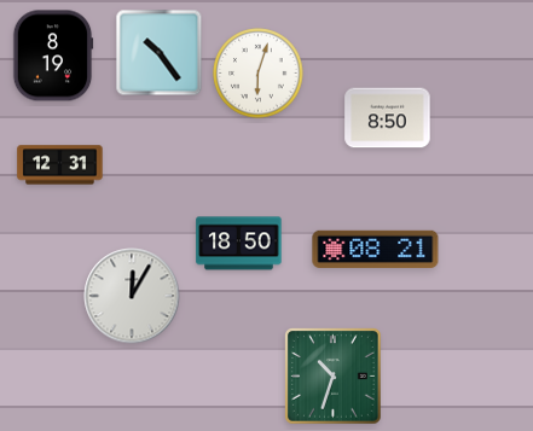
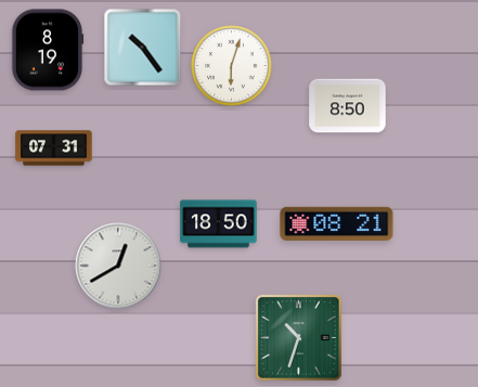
clock at (60, 165): 12:31 -> 07:31
clock at (239, 244) position: (239, 244) -> (219, 224)
clock at (132, 296): 12:05 -> 12:40
